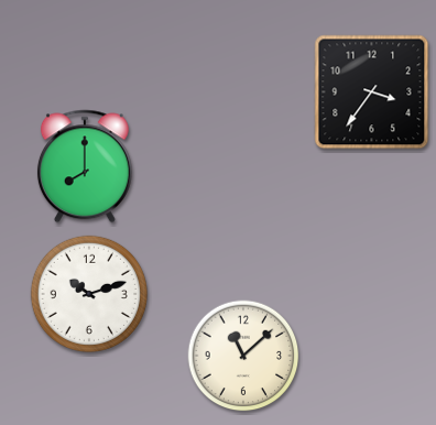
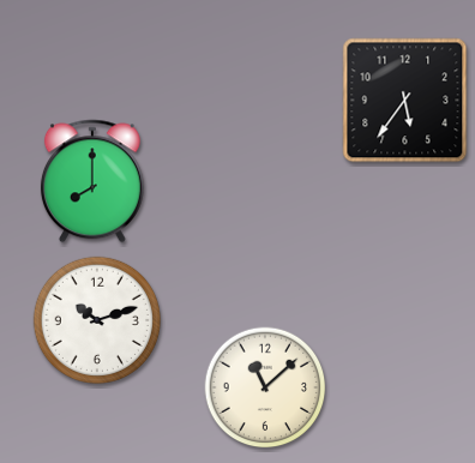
clock at (372, 92): 3:36 -> 5:36
